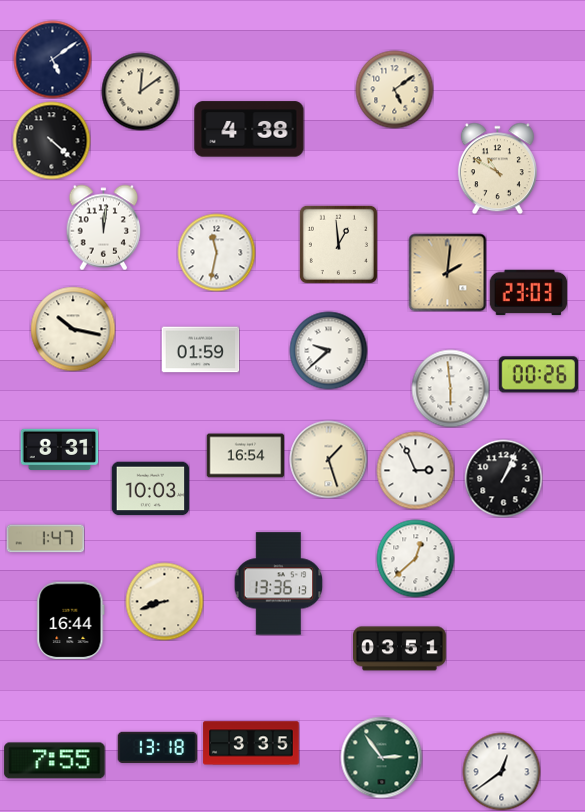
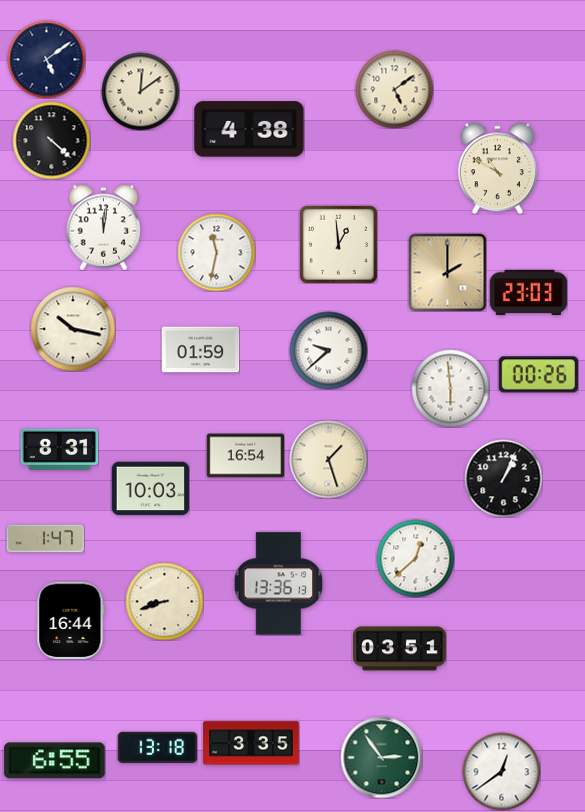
clock at (52, 59) position: (52, 59) -> (46, 59)
clock at (447, 272): 2:01 -> 2:00
clock at (415, 470): 2:56 -> none
clock at (55, 761): 7:55 -> 6:55
